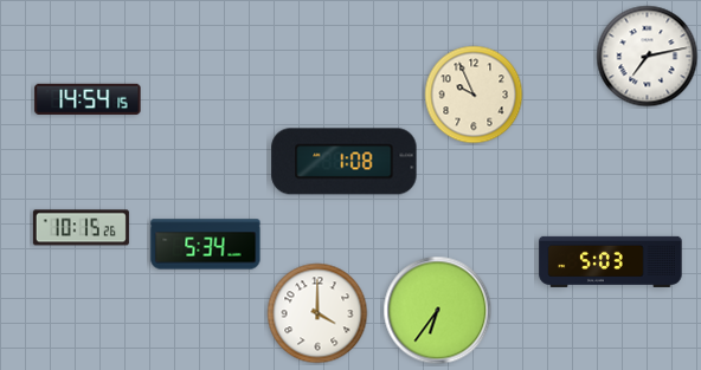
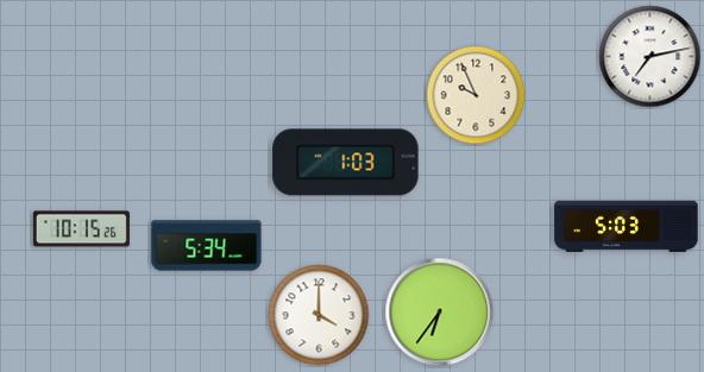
clock at (88, 99): 14:54 -> none
clock at (345, 162): 1:08 -> 1:03
clock at (611, 261) position: (611, 261) -> (627, 226)
